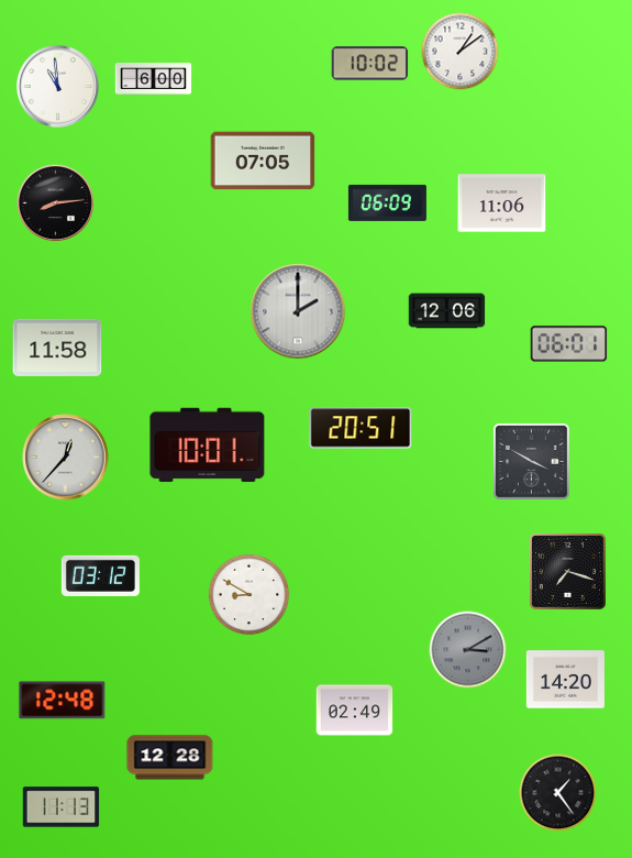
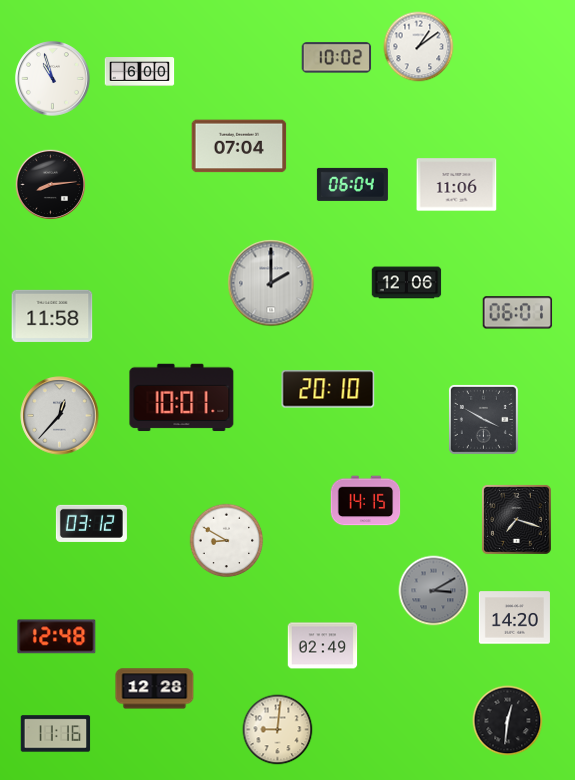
clock at (58, 87): 10:59 -> 10:57
clock at (263, 161): 07:05 -> 07:04
clock at (387, 202): 06:09 -> 06:04
clock at (361, 428): 20:51 -> 20:10
clock at (208, 446) position: (208, 446) -> (182, 398)
clock at (366, 501): none -> 14:15
clock at (468, 650) position: (468, 650) -> (434, 591)
clock at (558, 793): 1:24 -> 12:31
clock at (278, 730): none -> 9:01
clock at (62, 807): 11:13 -> 11:16
